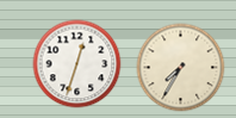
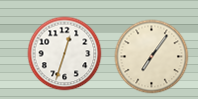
clock at (181, 68): 7:35 -> 7:06
